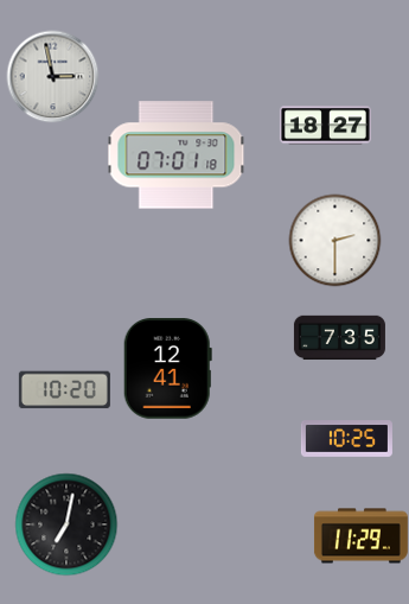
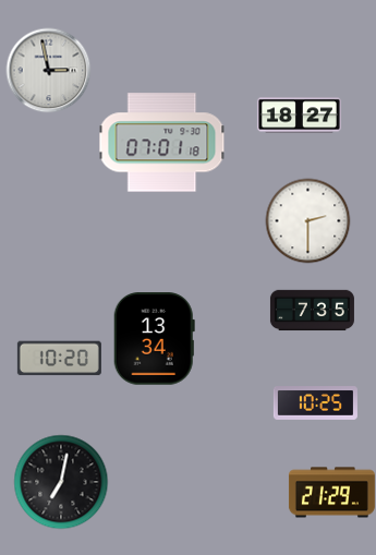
clock at (167, 369): 12:41 -> 13:34
clock at (346, 439) position: (346, 439) -> (315, 403)
clock at (360, 536): 11:29 -> 21:29
